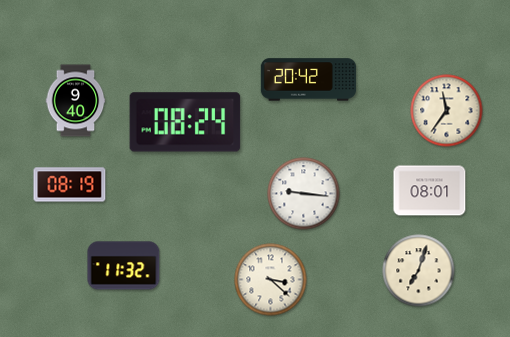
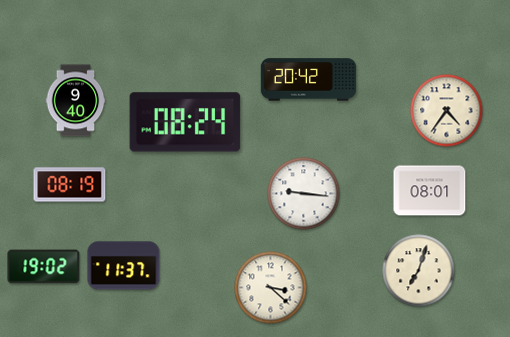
clock at (447, 111): 11:36 -> 4:36
clock at (124, 266): 11:32 -> 11:37
clock at (44, 267): none -> 19:02
clock at (271, 280) position: (271, 280) -> (271, 288)
